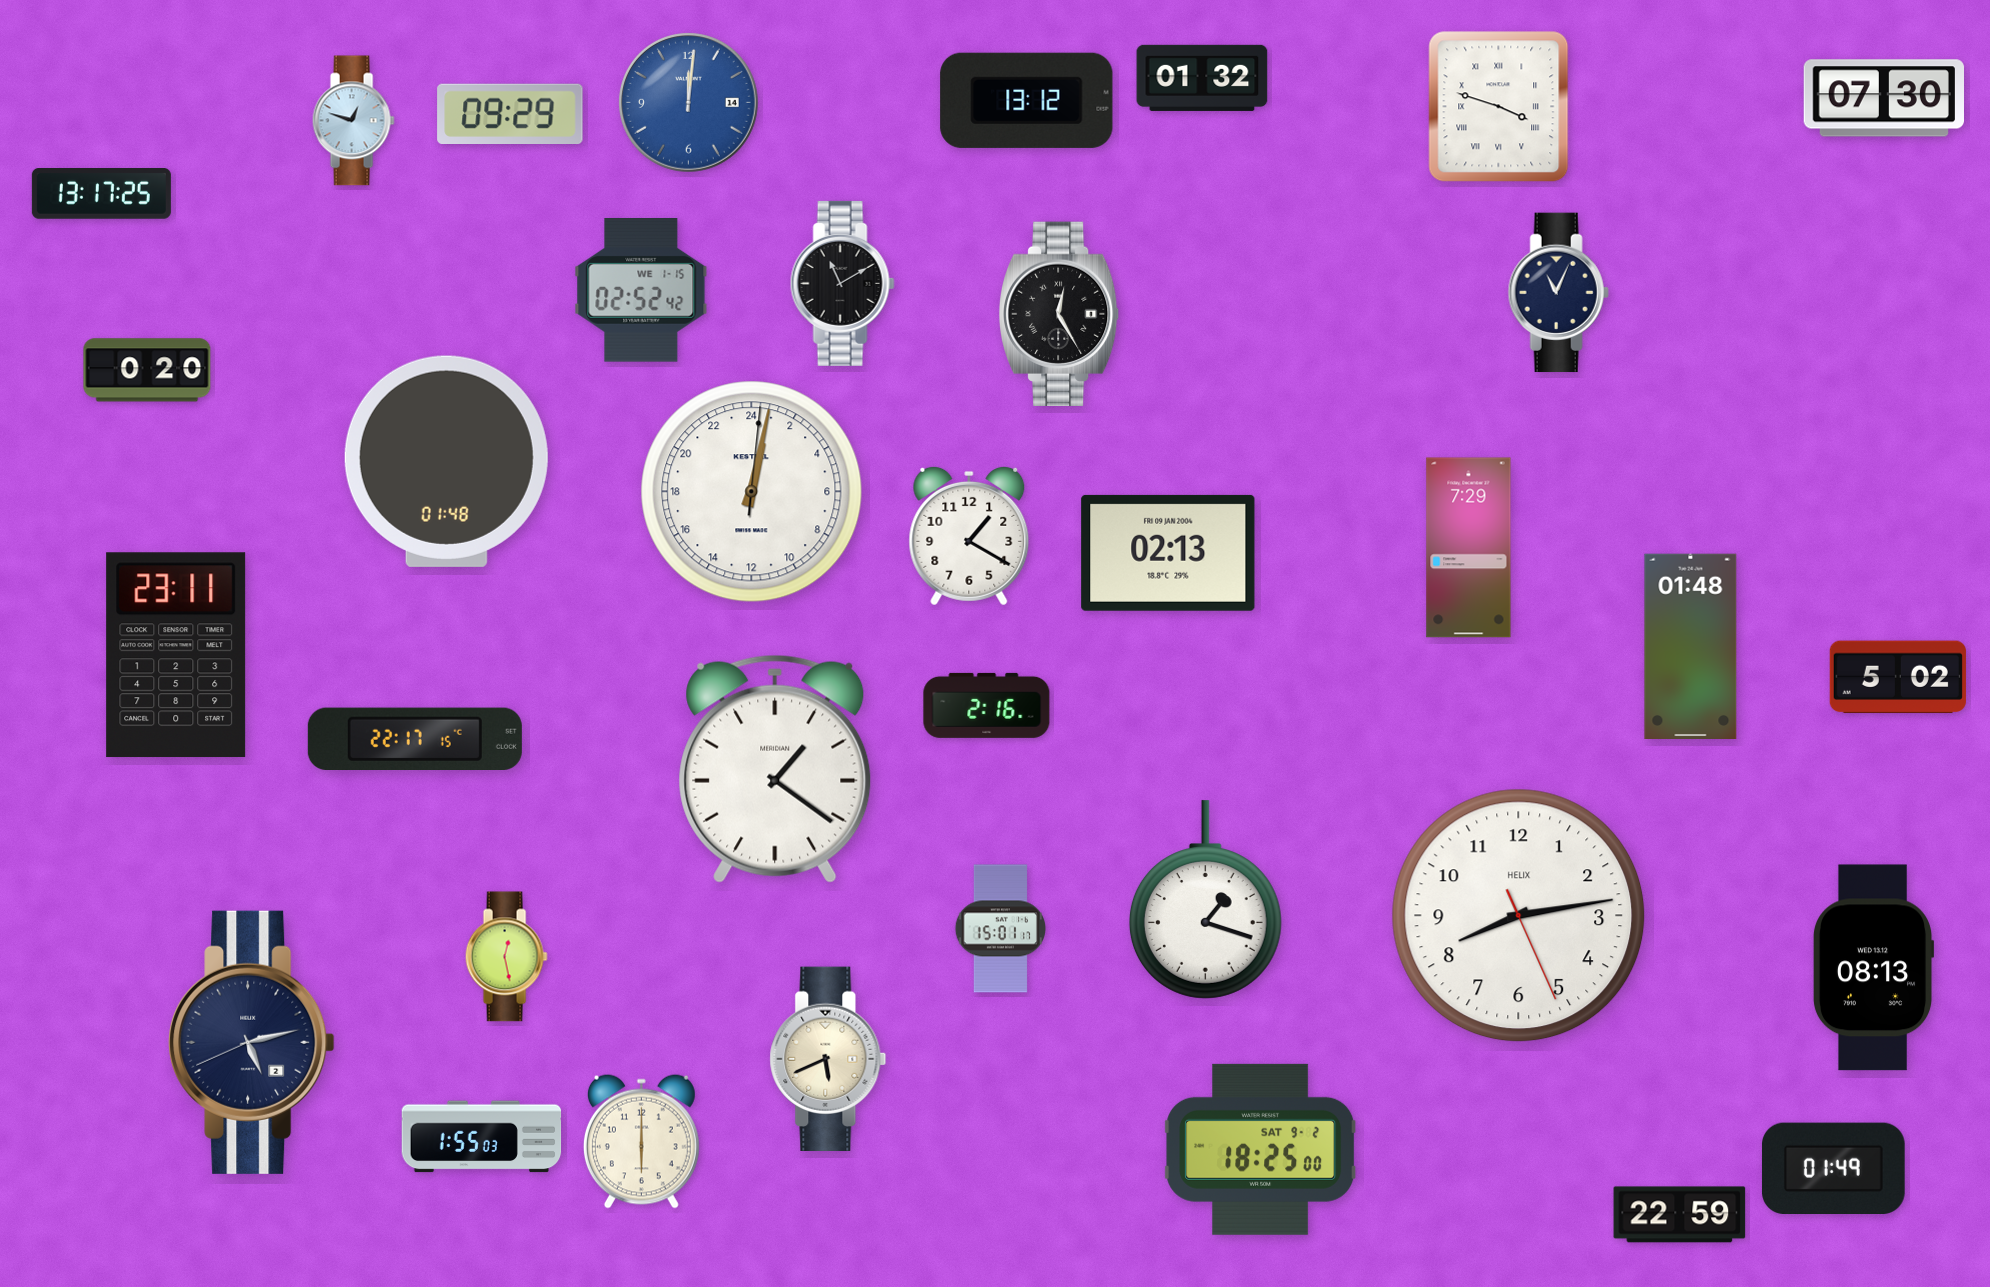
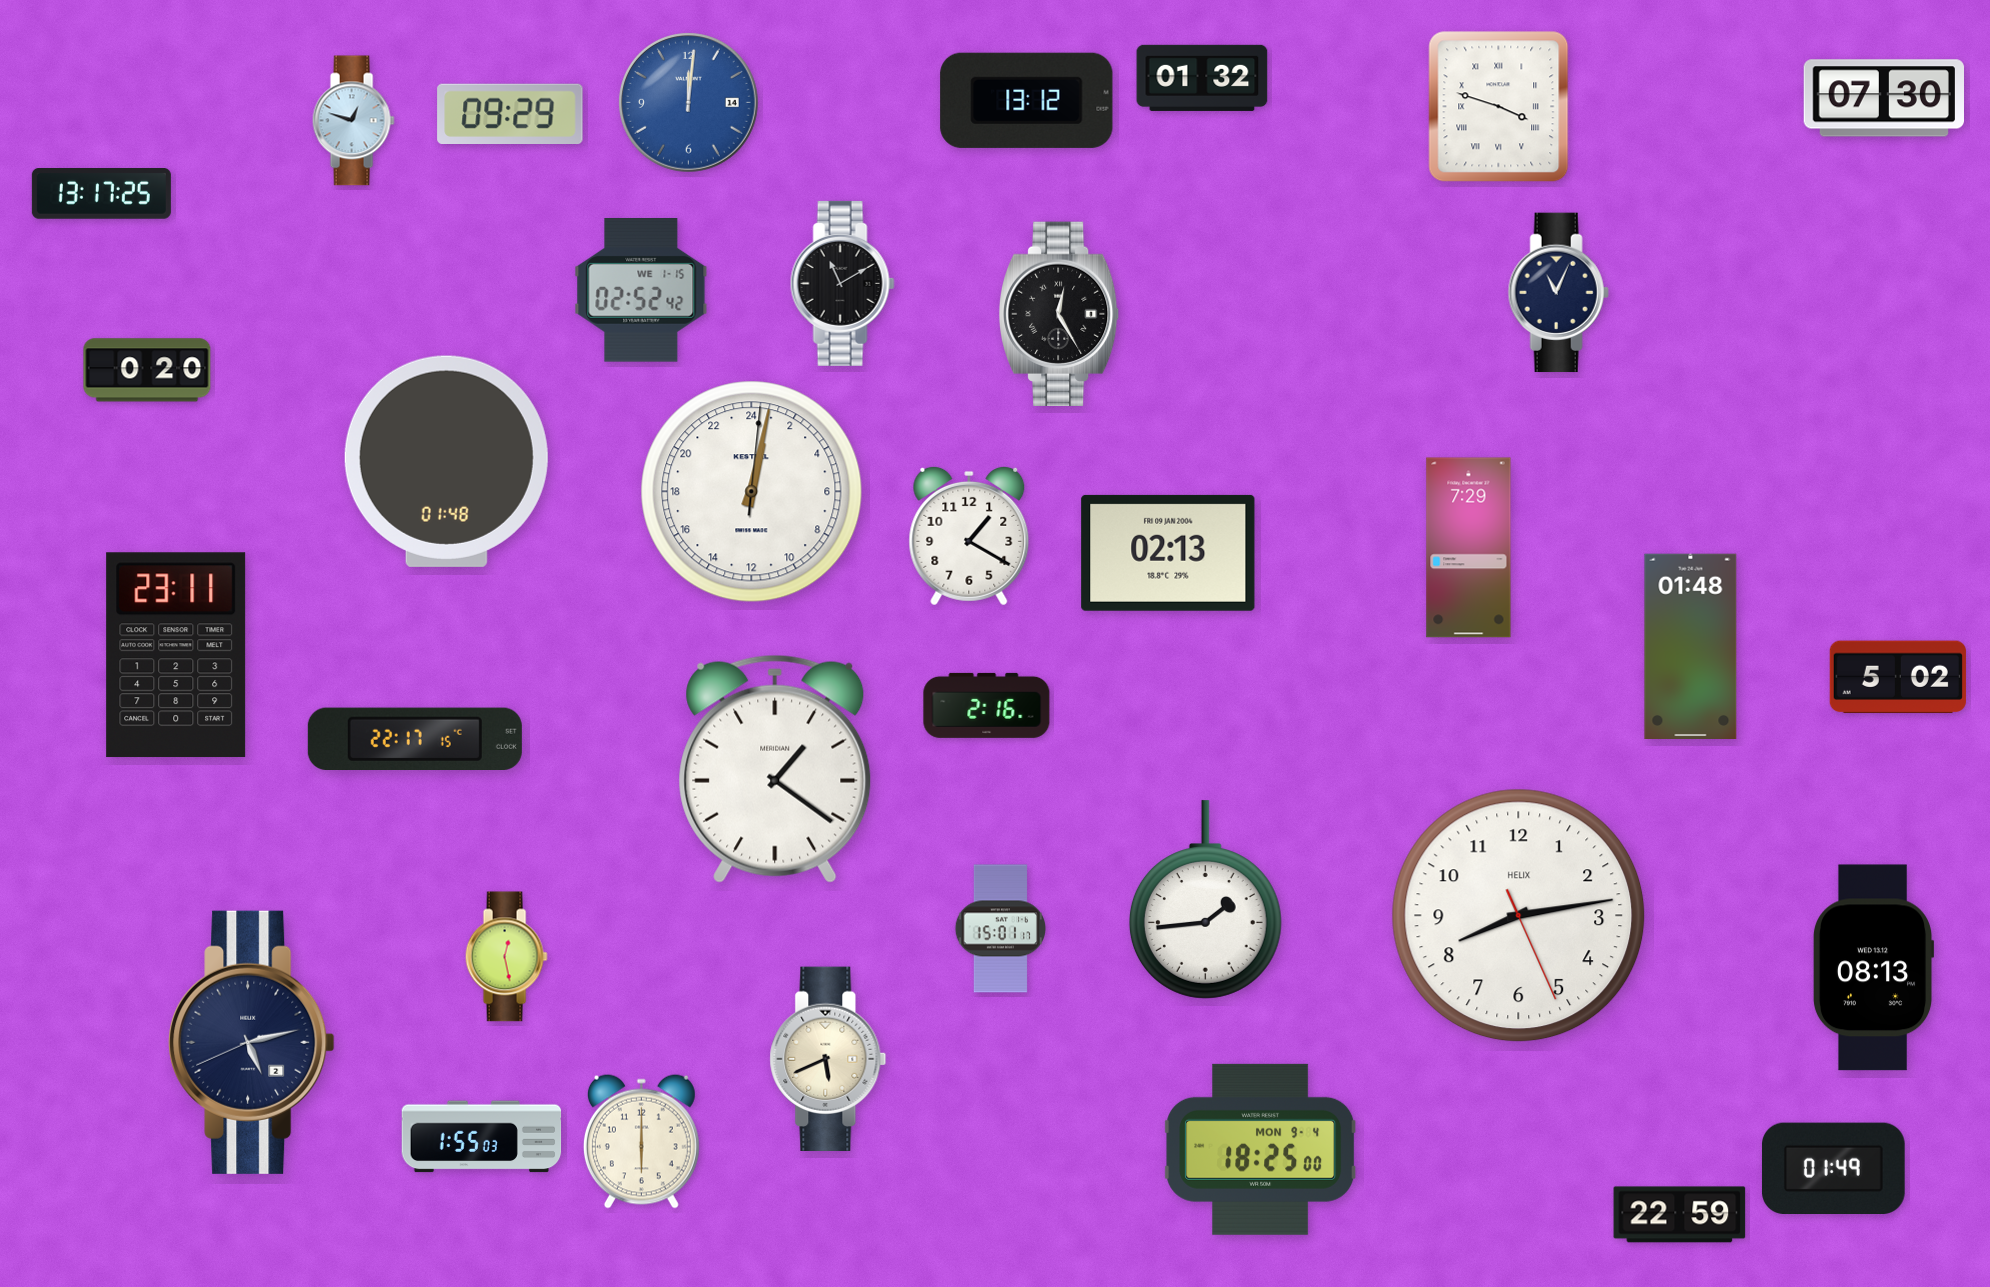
clock at (1205, 900): 1:18 -> 1:44
clock at (1261, 1149) date: SAT 9-2 -> MON 9-4
